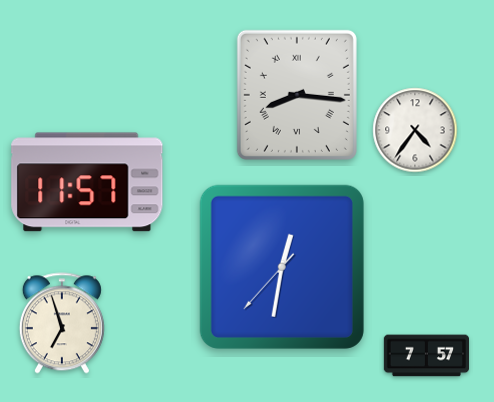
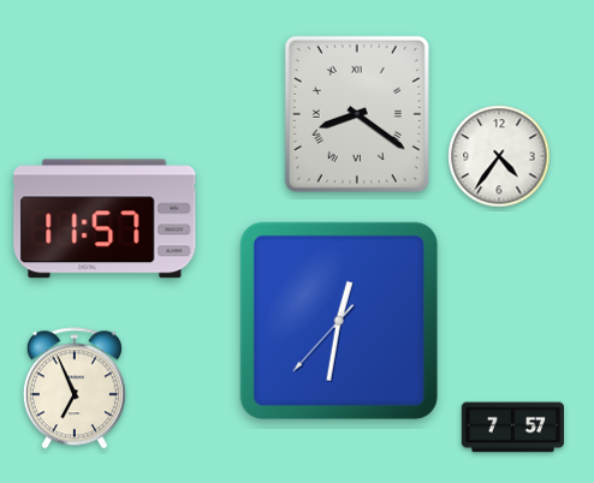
clock at (297, 95): 8:16 -> 8:21
clock at (62, 323): 6:57 -> 6:56
